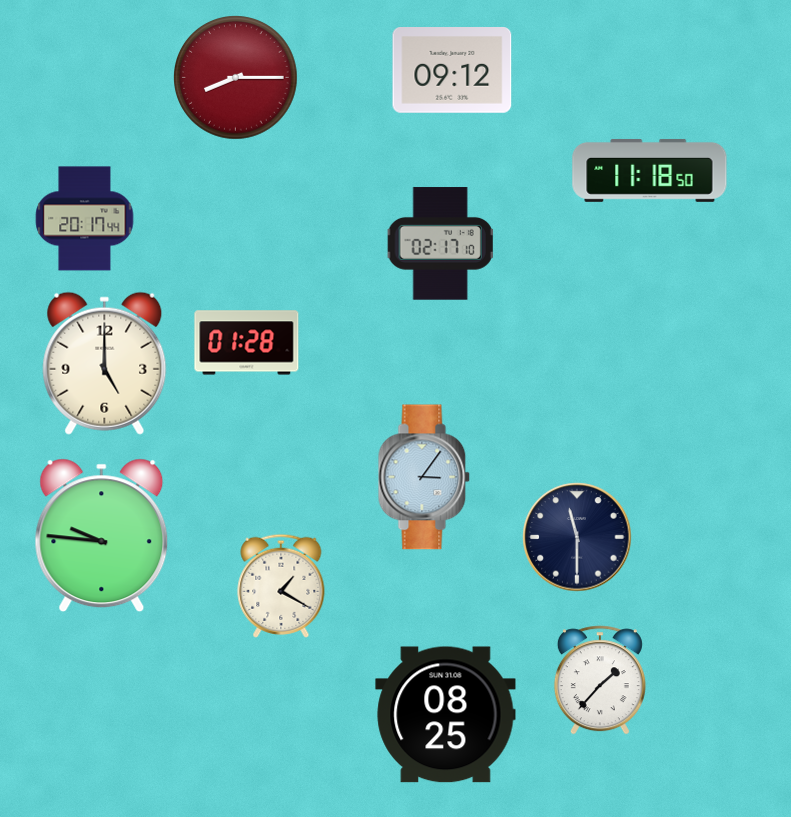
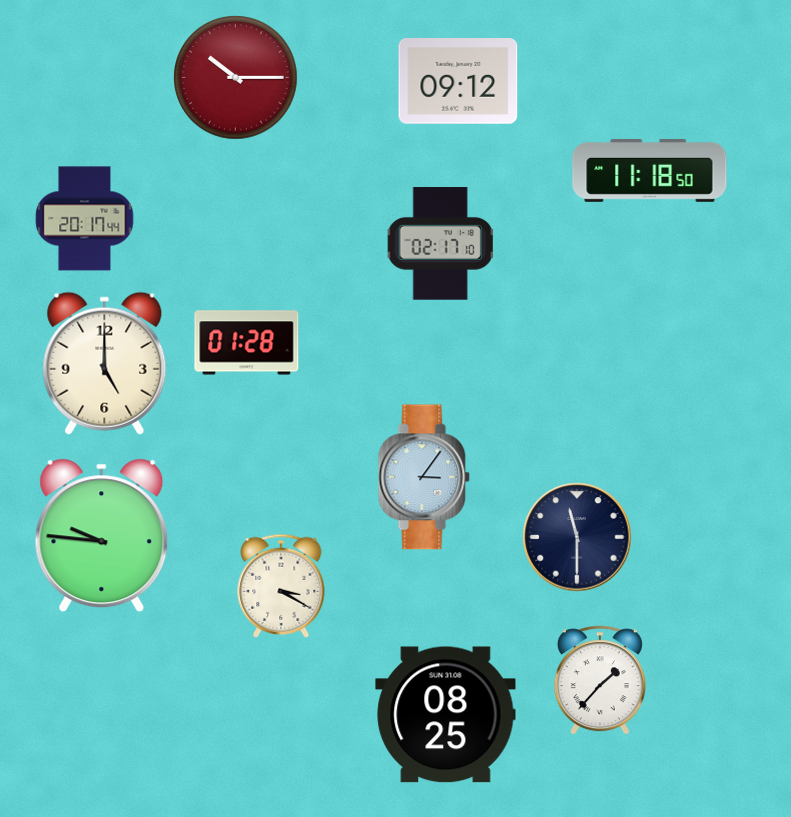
clock at (452, 71) position: (452, 71) -> (458, 82)
clock at (236, 78): 8:15 -> 10:15
clock at (281, 586): 1:20 -> 3:20
